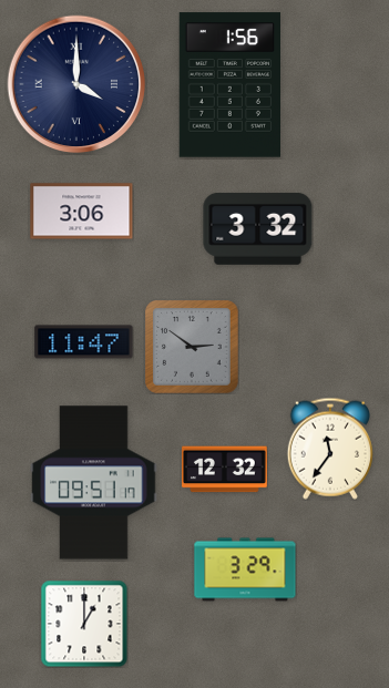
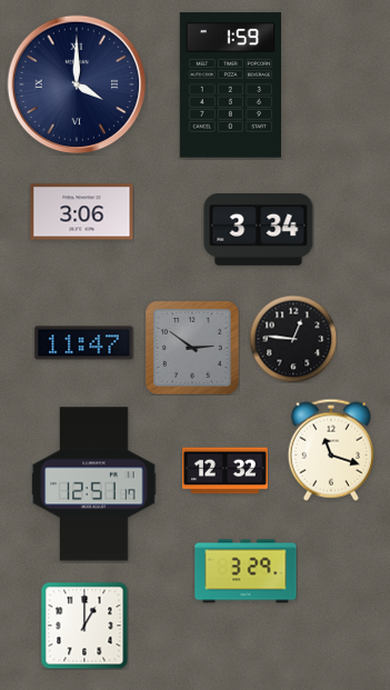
clock at (229, 85): 1:56 -> 1:59
clock at (258, 228): 3:32 -> 3:34
clock at (293, 339): none -> 12:46
clock at (330, 449): 11:36 -> 11:18
clock at (94, 483): 09:51 -> 12:51
